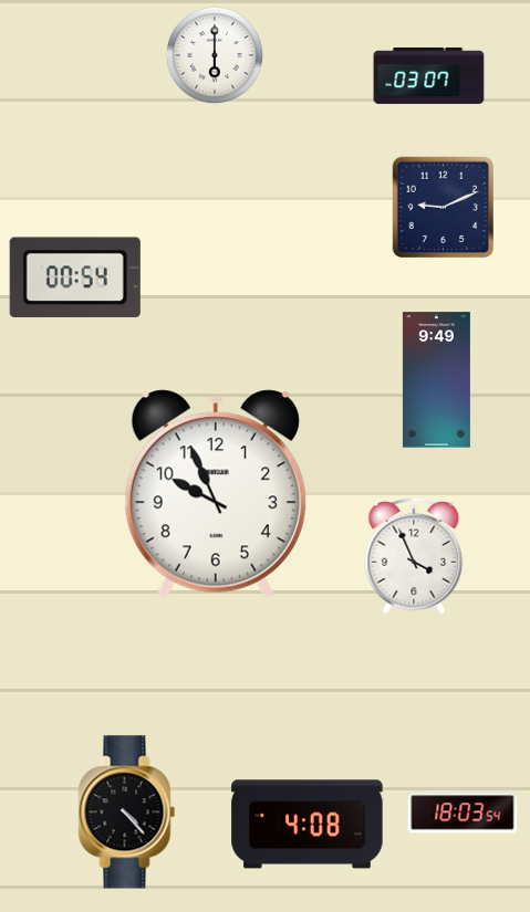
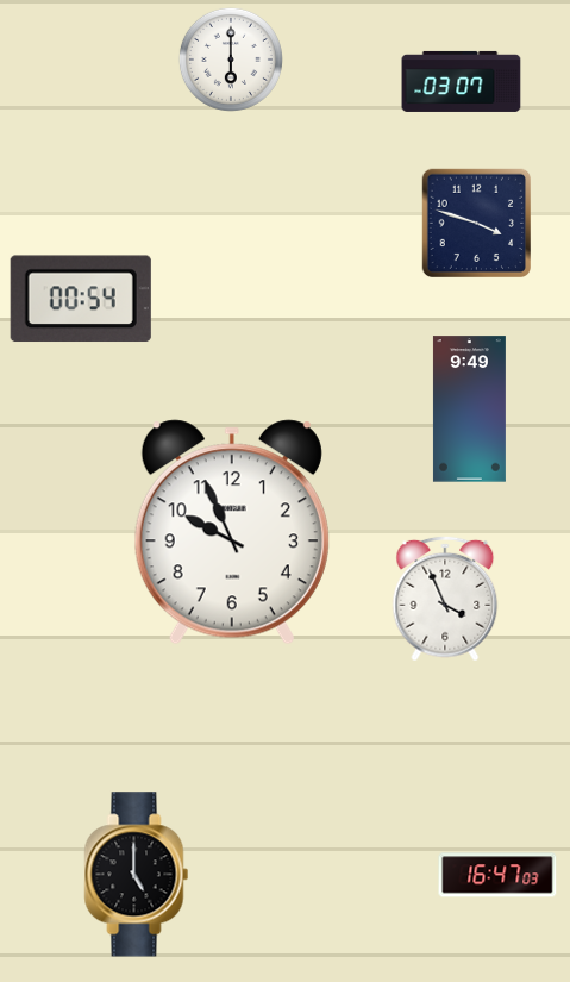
clock at (443, 207): 9:11 -> 3:48
clock at (127, 813): 4:23 -> 5:00
clock at (463, 813): 18:03 -> 16:47
clock at (308, 825): 4:08 -> none
